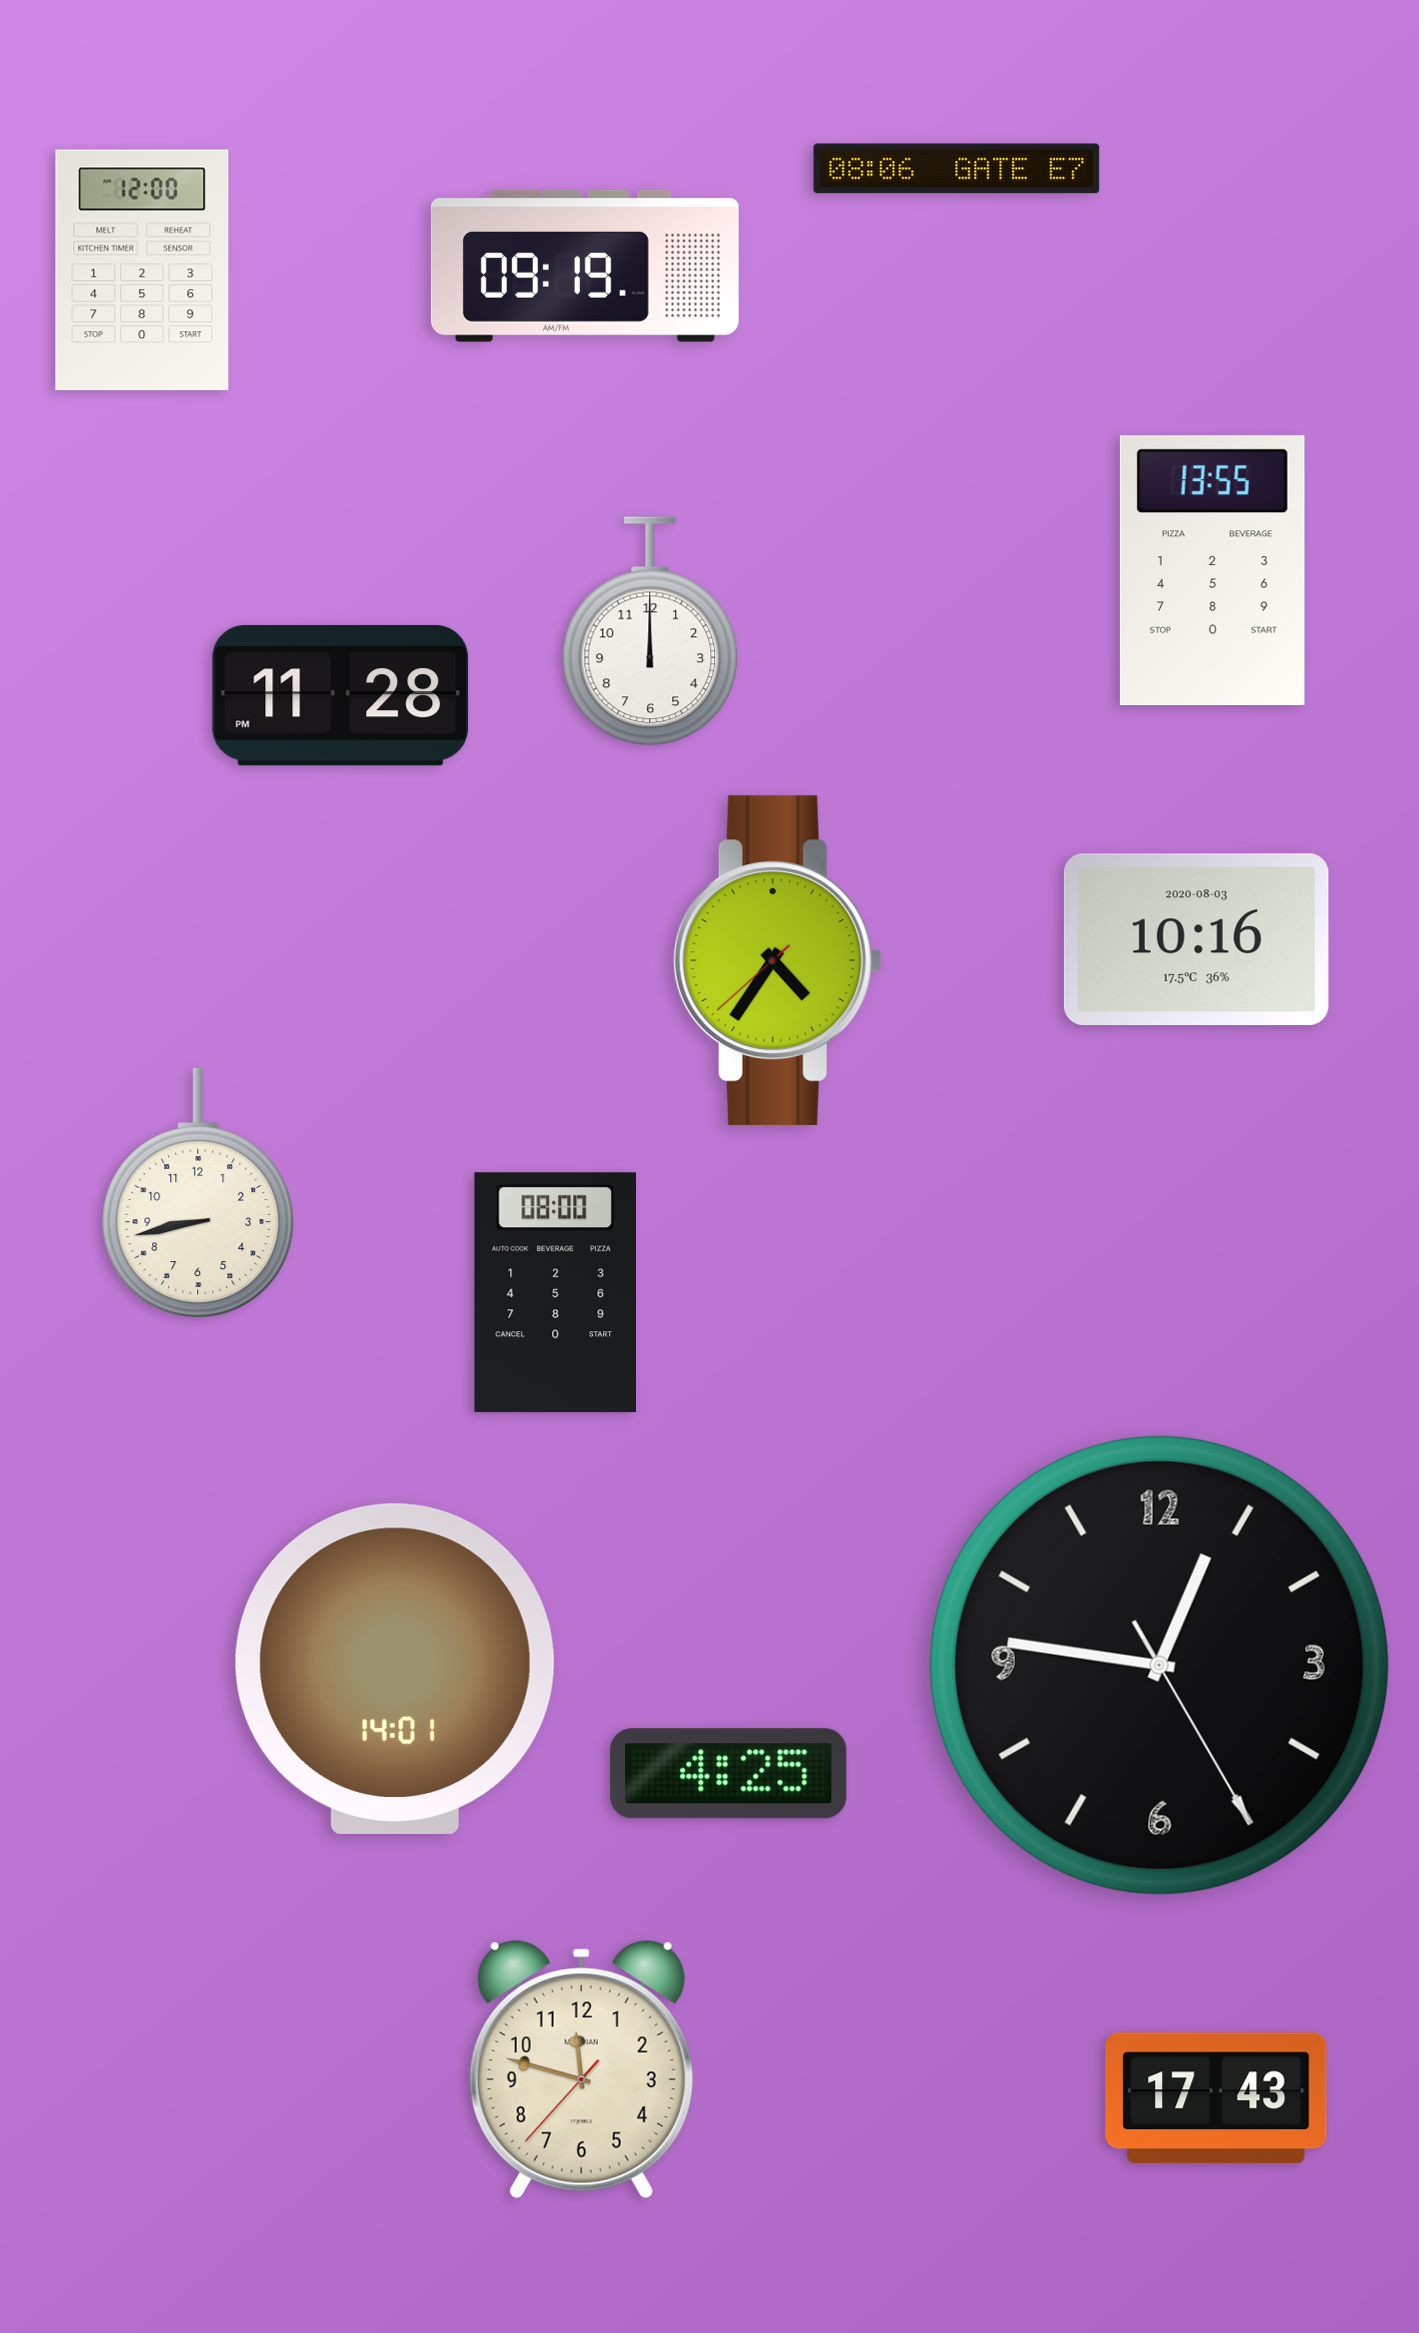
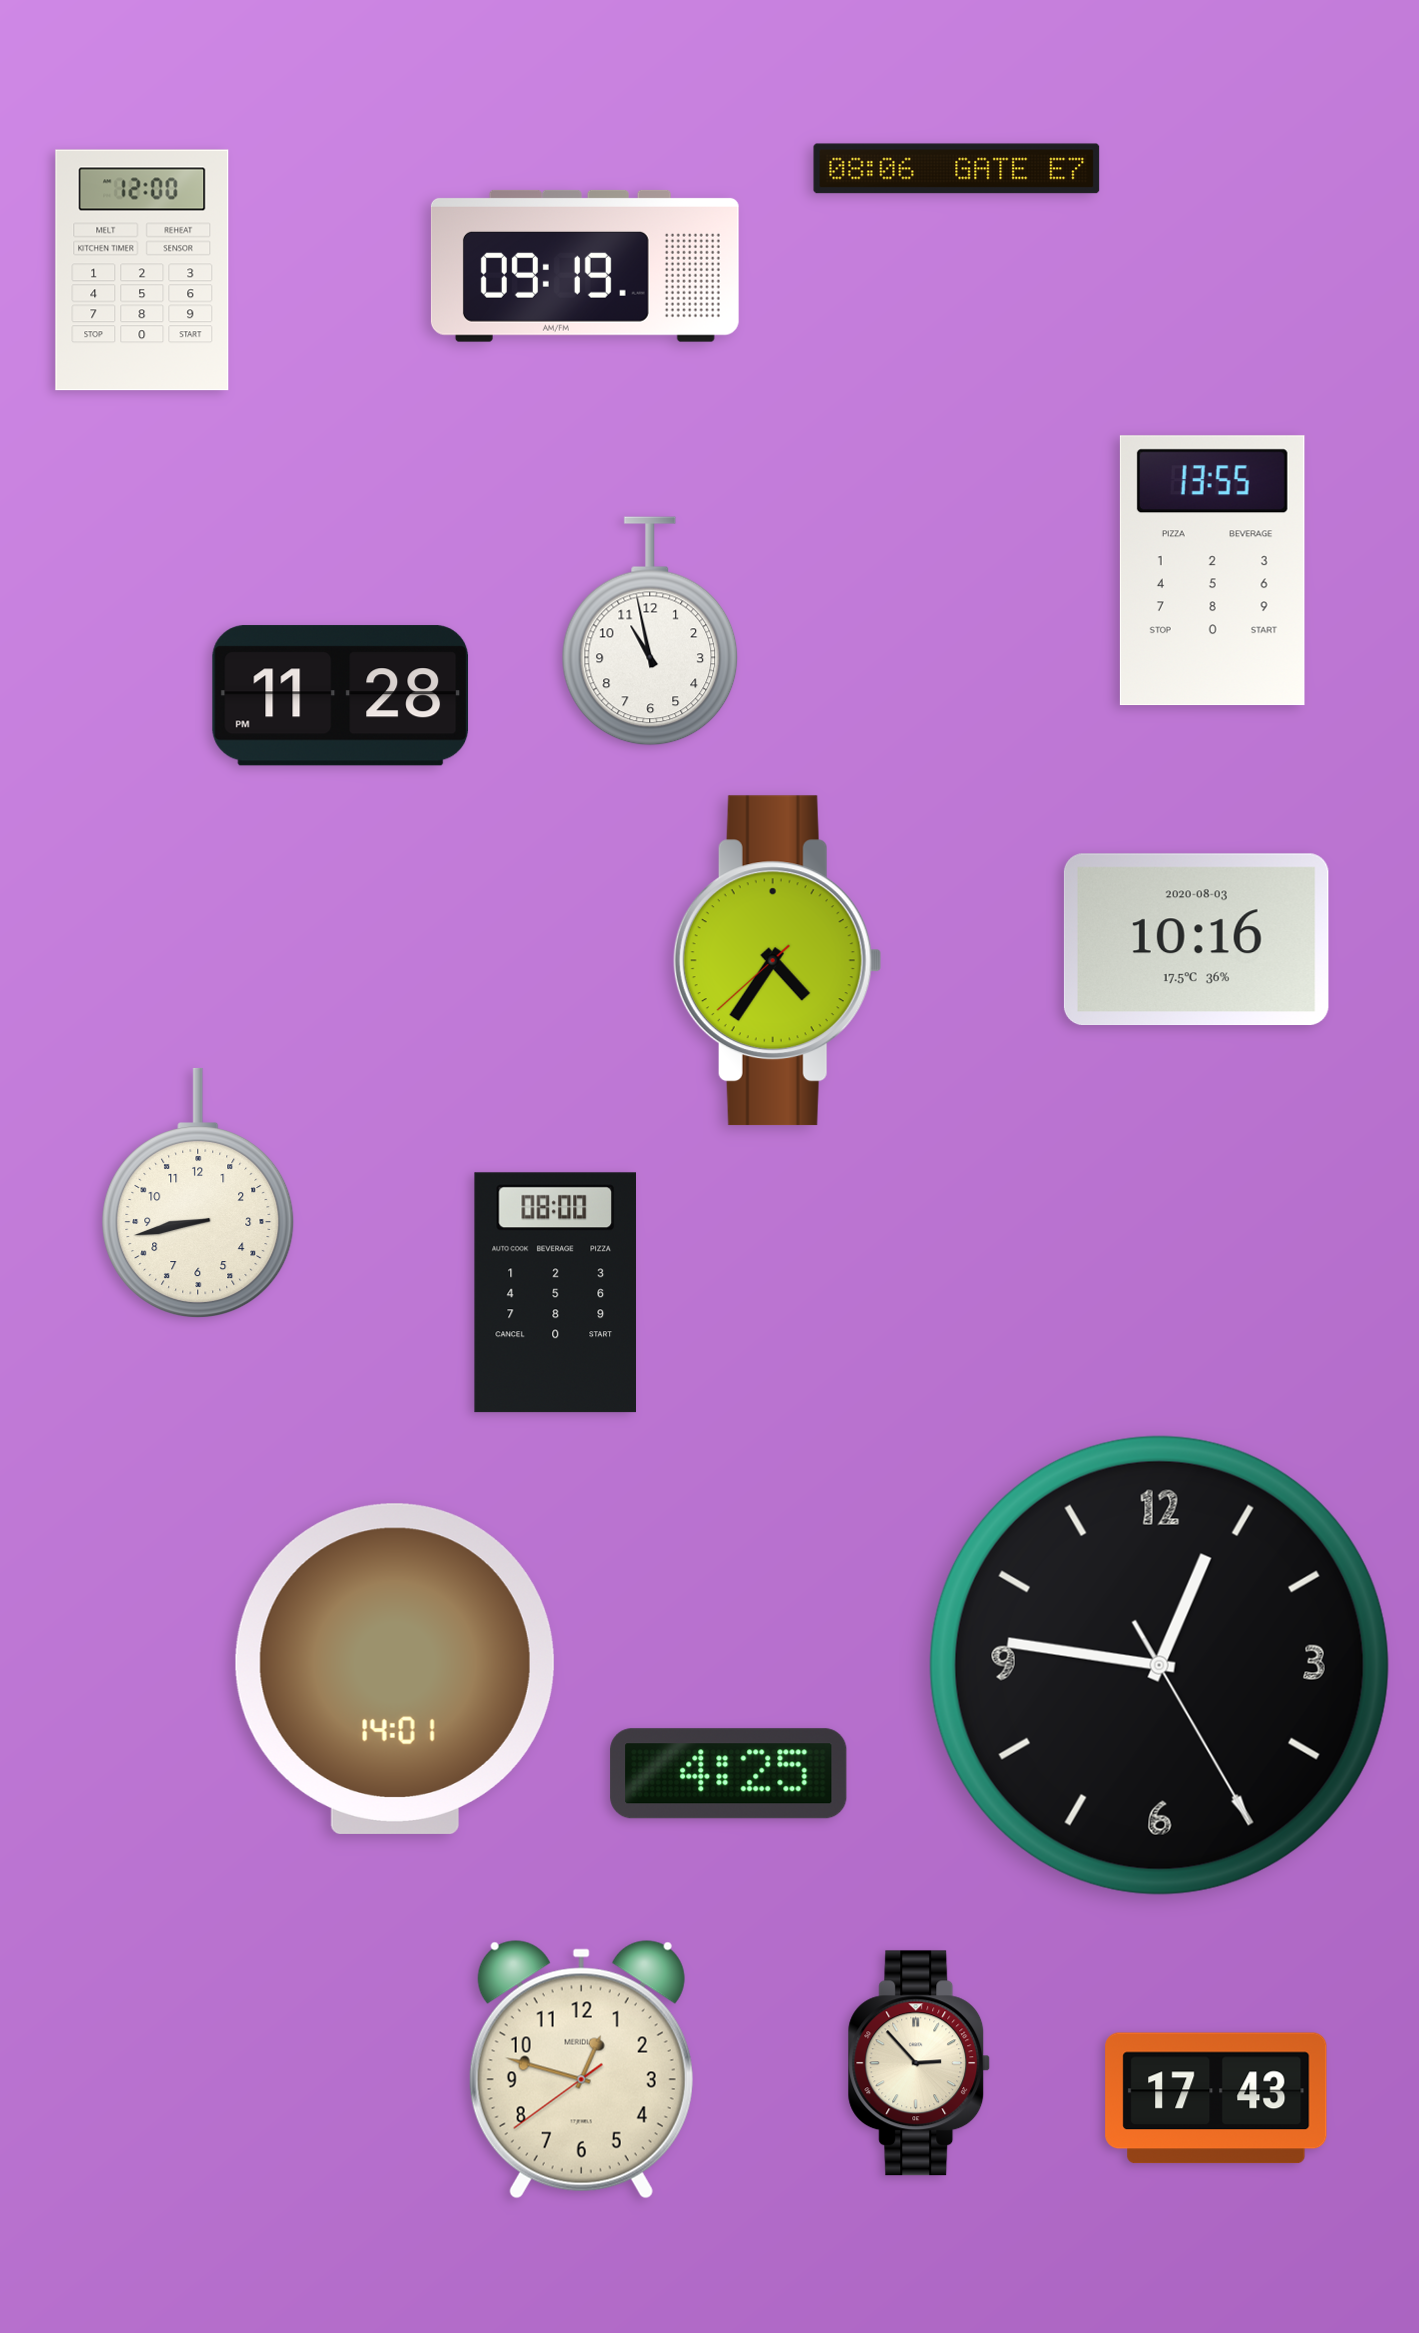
clock at (650, 631): 12:00 -> 10:58
clock at (919, 2063): none -> 2:53
clock at (581, 2070): 11:47 -> 12:47
